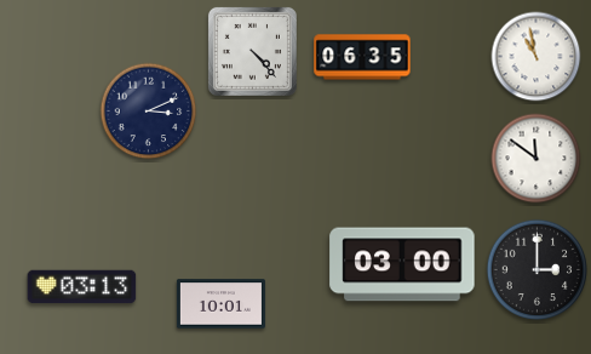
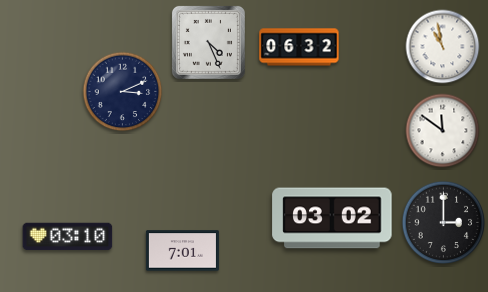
clock at (252, 51): 4:23 -> 4:26
clock at (362, 57): 06:35 -> 06:32
clock at (402, 264): 03:00 -> 03:02
clock at (82, 287): 03:13 -> 03:10
clock at (220, 304): 10:01 -> 7:01
